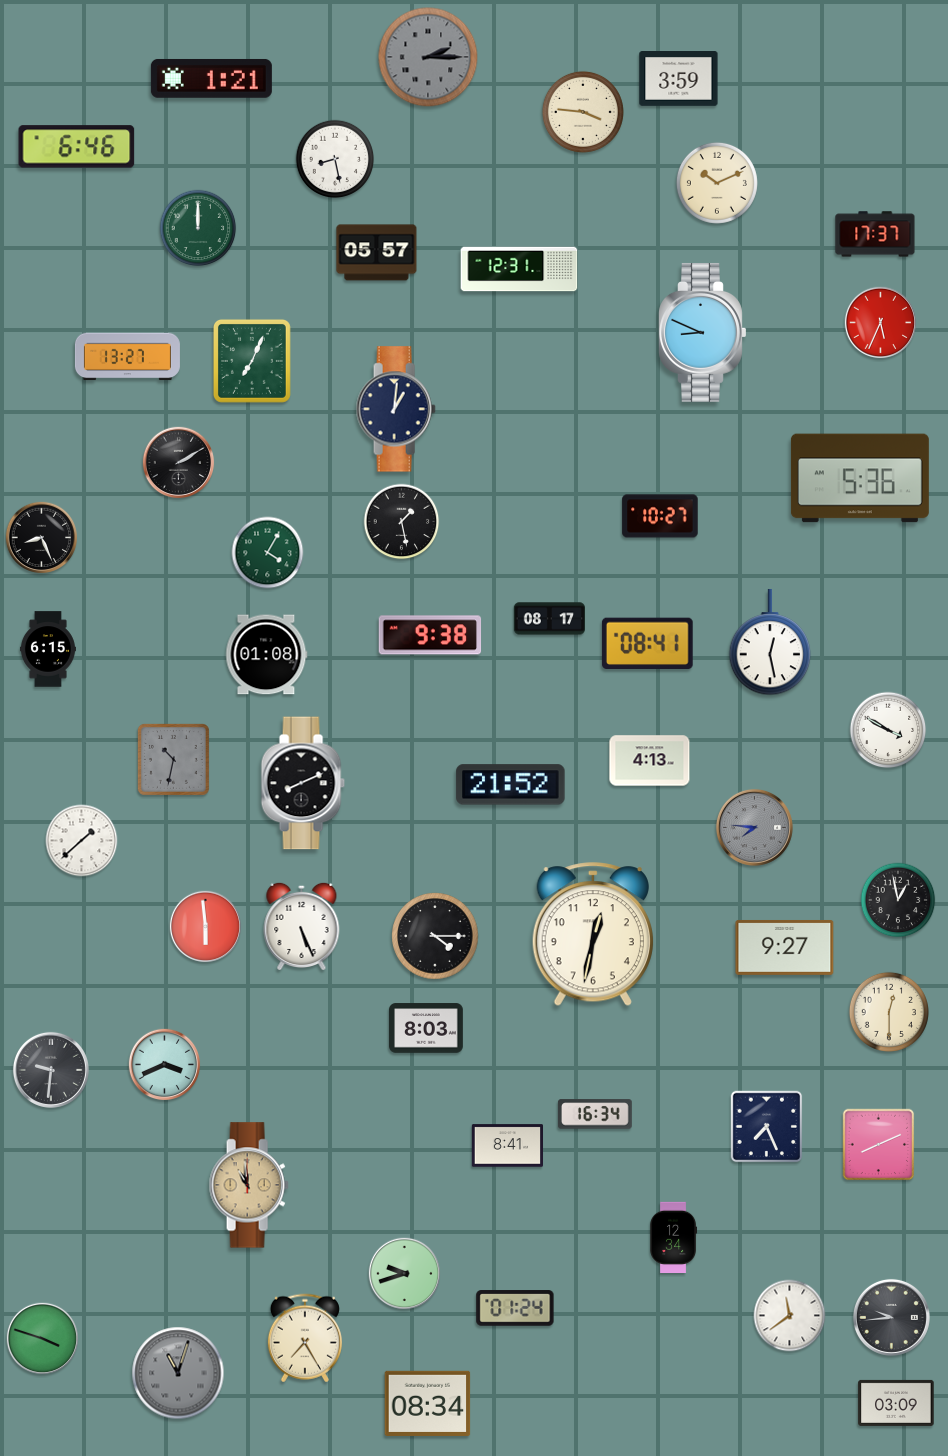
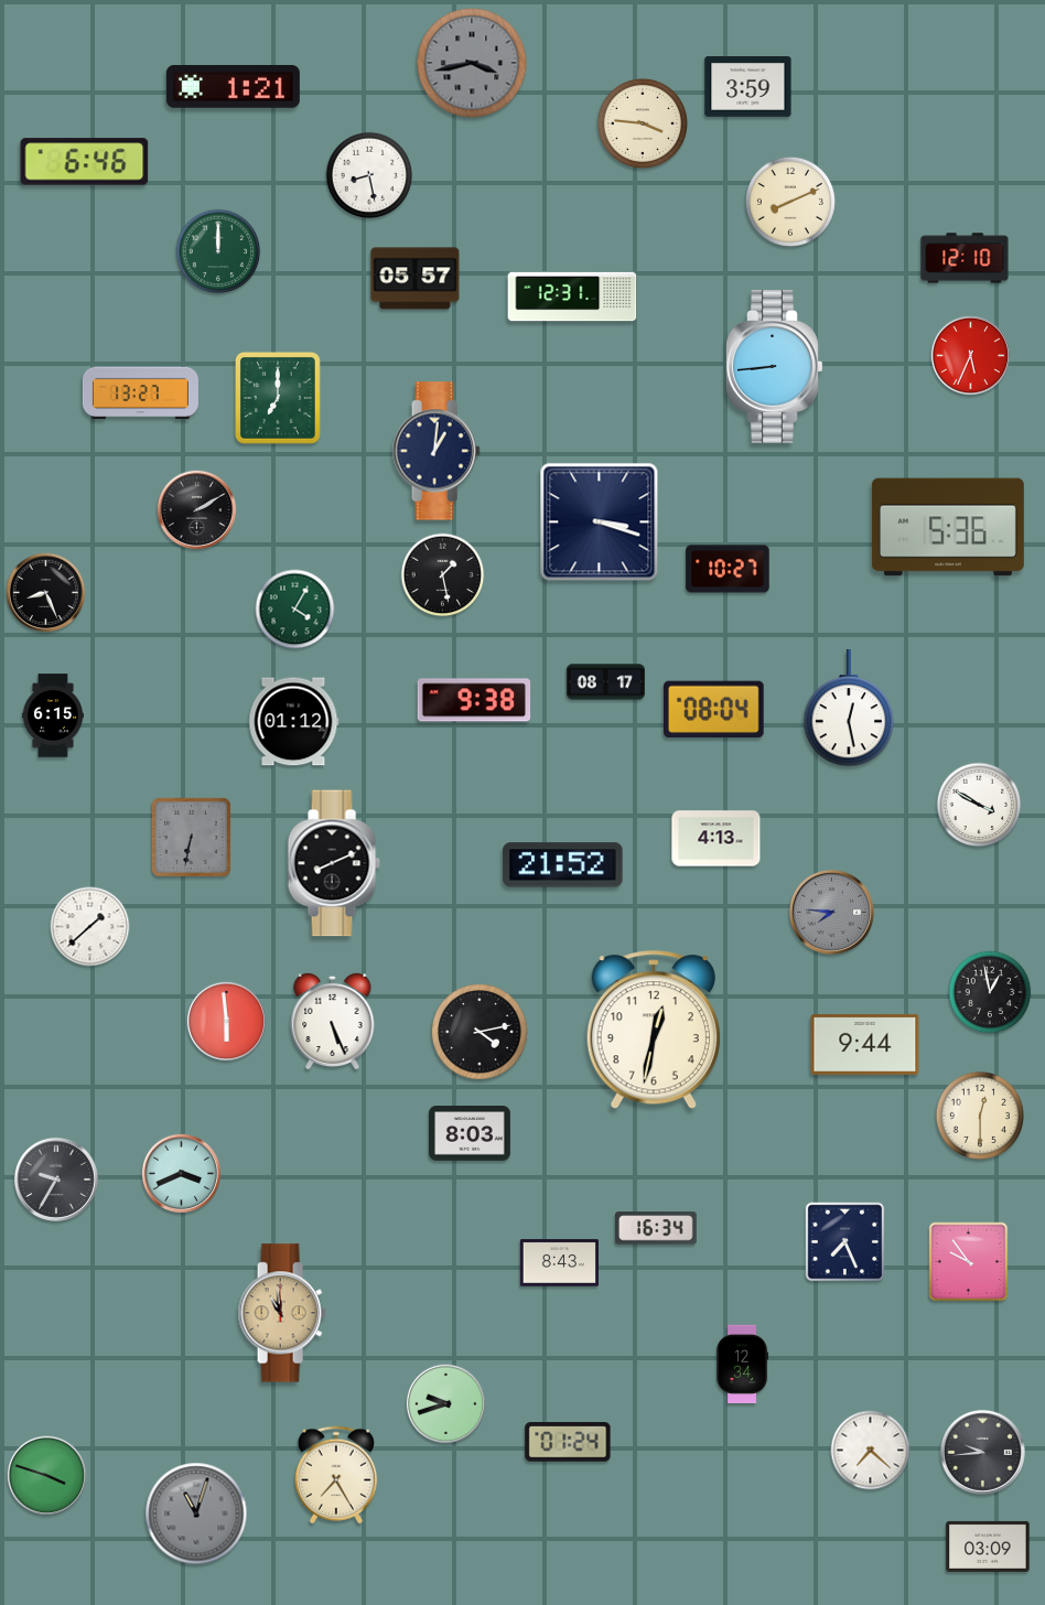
clock at (428, 57): 2:15 -> 3:43
clock at (717, 183): 10:11 -> 8:11
clock at (875, 234): 17:37 -> 12:10
clock at (703, 332): 8:49 -> 8:44
clock at (252, 361): 7:04 -> 7:00
clock at (600, 523): none -> 3:18
clock at (647, 644): 08:41 -> 08:04
clock at (267, 655): 01:08 -> 01:12
clock at (173, 759): 10:32 -> 6:32
clock at (435, 936): 4:15 -> 4:13
clock at (785, 947): 9:27 -> 9:44
clock at (51, 1070): 9:31 -> 9:35
clock at (879, 1145): 8:11 -> 9:54
clock at (507, 1146): 8:41 -> 8:43
clock at (249, 1185) position: (249, 1185) -> (282, 1313)
clock at (790, 1316): 11:39 -> 7:22
clock at (428, 1403): 08:34 -> none
